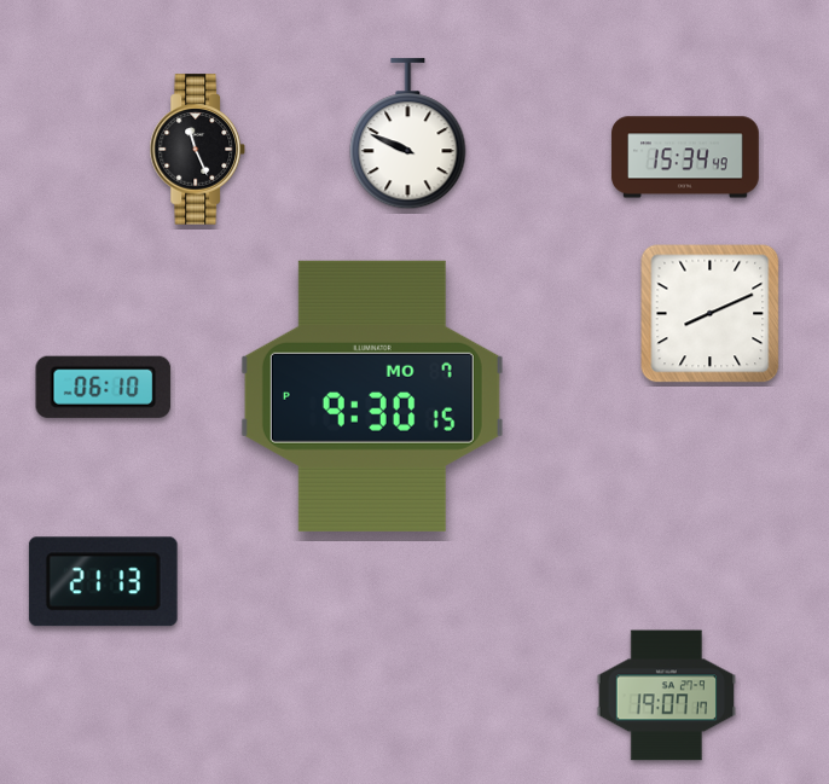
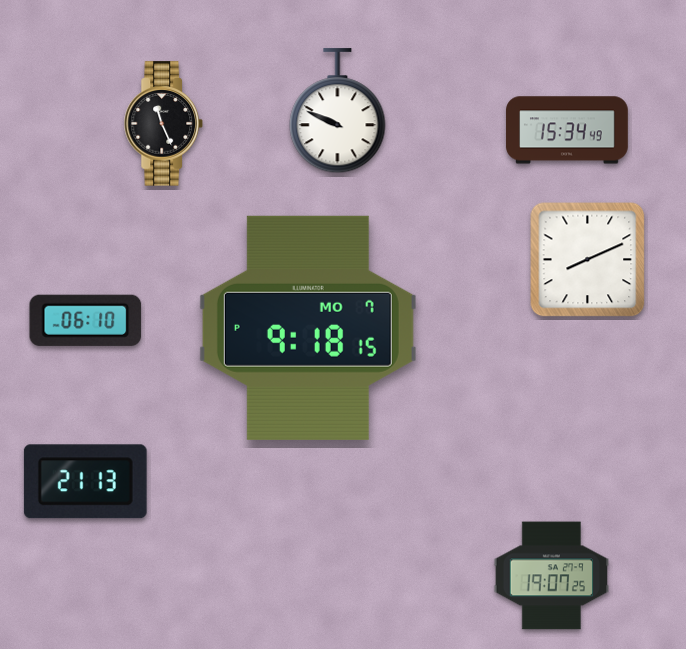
clock at (372, 396): 9:30 -> 9:18
clock at (666, 696): 19:07:17 -> 19:07:25
